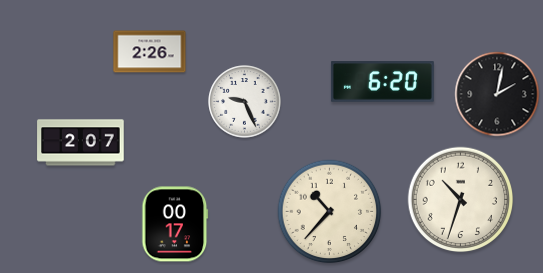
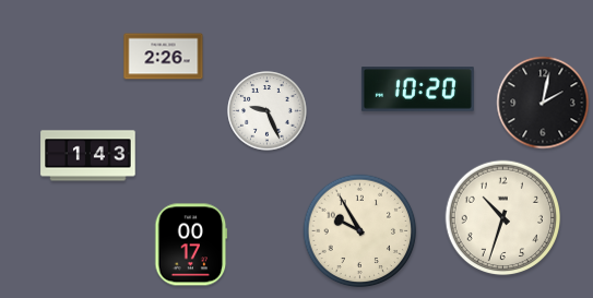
clock at (382, 82): 6:20 -> 10:20
clock at (81, 143): 2:07 -> 1:43
clock at (330, 212): 10:37 -> 9:55
